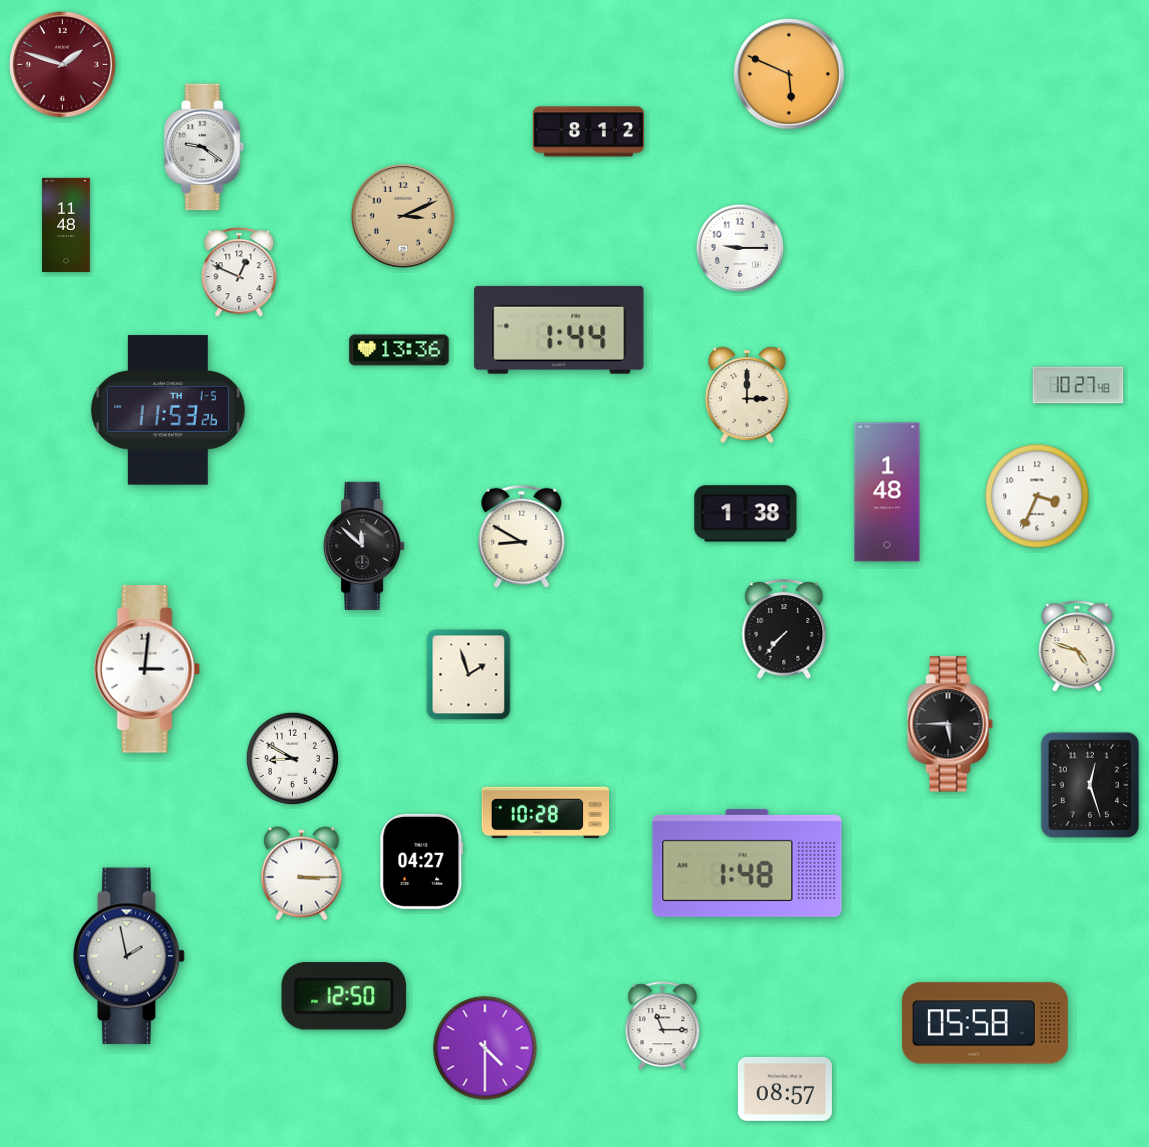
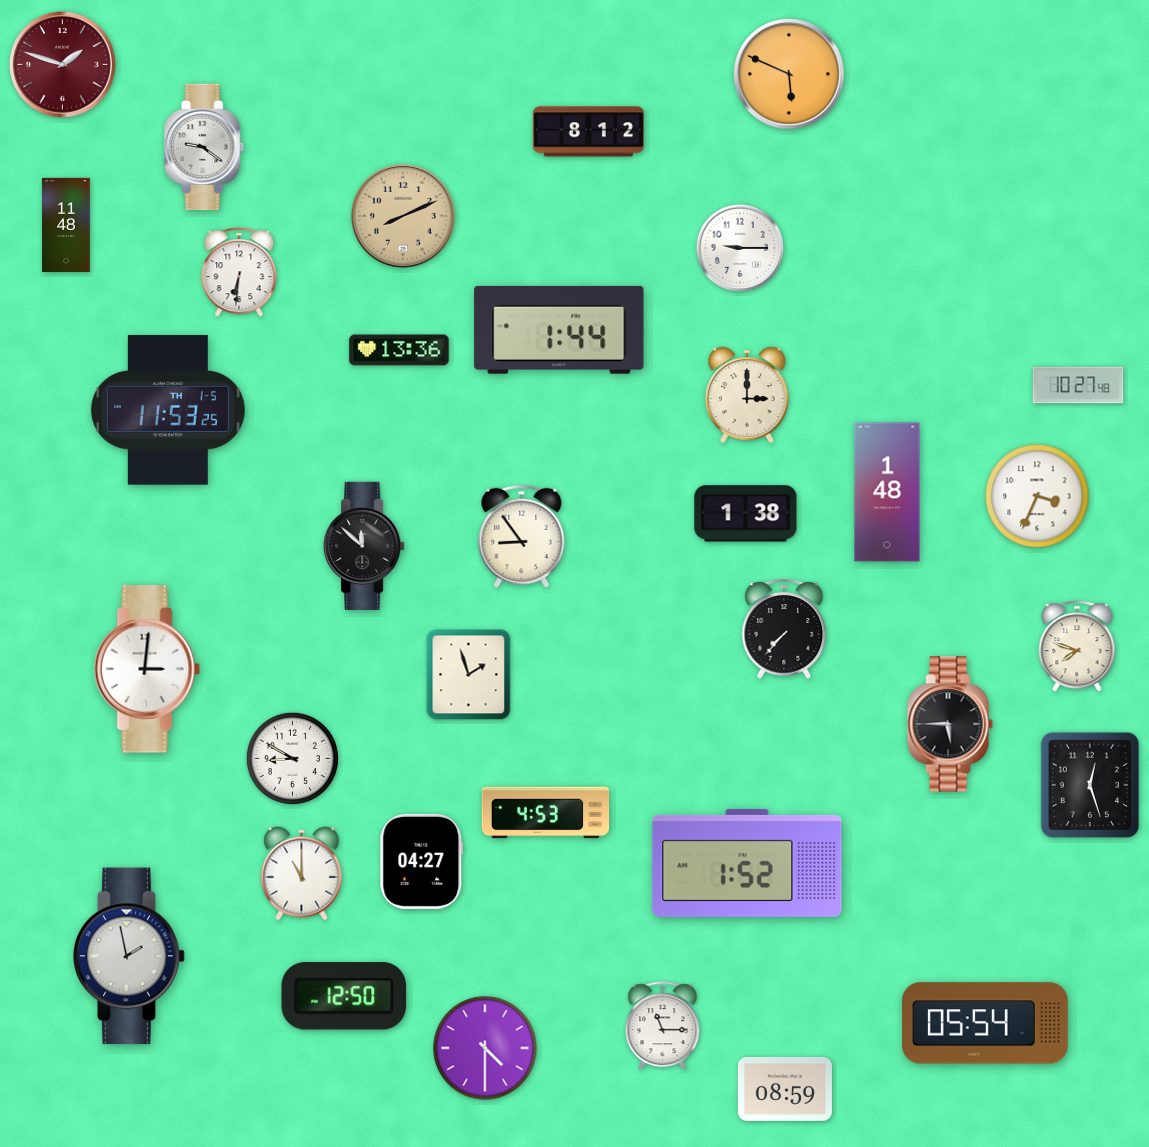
clock at (403, 216): 3:11 -> 8:11
clock at (239, 273): 12:49 -> 6:31
clock at (168, 410): 11:53:26 -> 11:53:25
clock at (522, 536): 8:50 -> 8:54
clock at (1077, 646): 4:48 -> 7:48
clock at (546, 813): 10:28 -> 4:53
clock at (747, 863): 1:48 -> 1:52
clock at (302, 874): 3:15 -> 11:00
clock at (985, 1023): 05:58 -> 05:54
clock at (785, 1089): 08:57 -> 08:59
